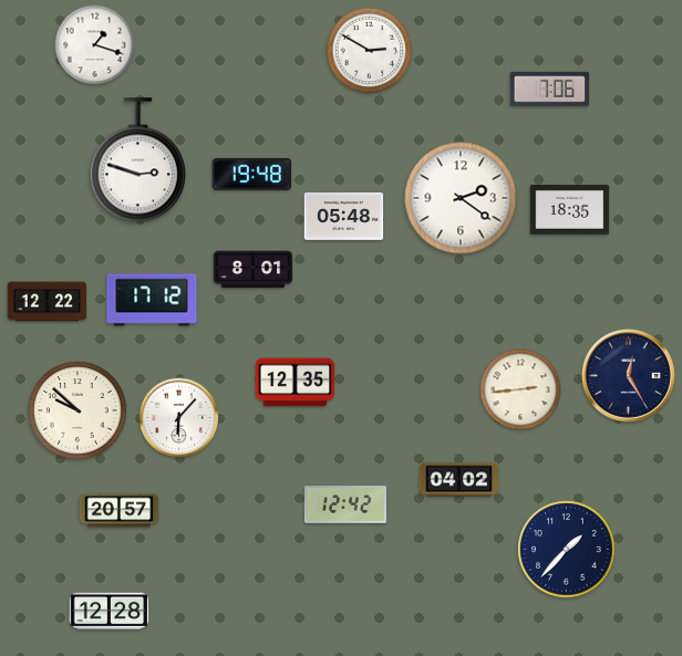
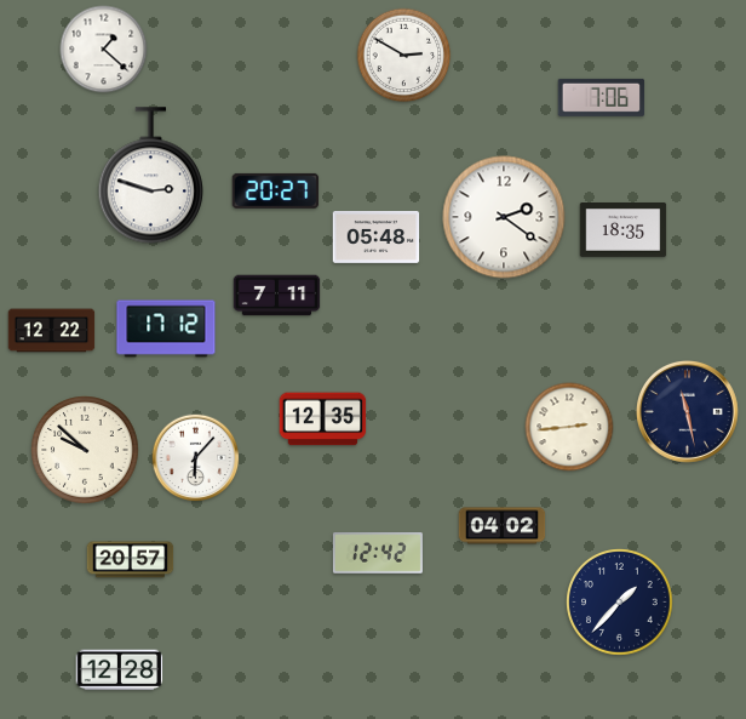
clock at (95, 45): 1:18 -> 1:22
clock at (252, 174): 19:48 -> 20:27
clock at (254, 270): 8:01 -> 7:11
clock at (628, 375): 12:25 -> 11:28
